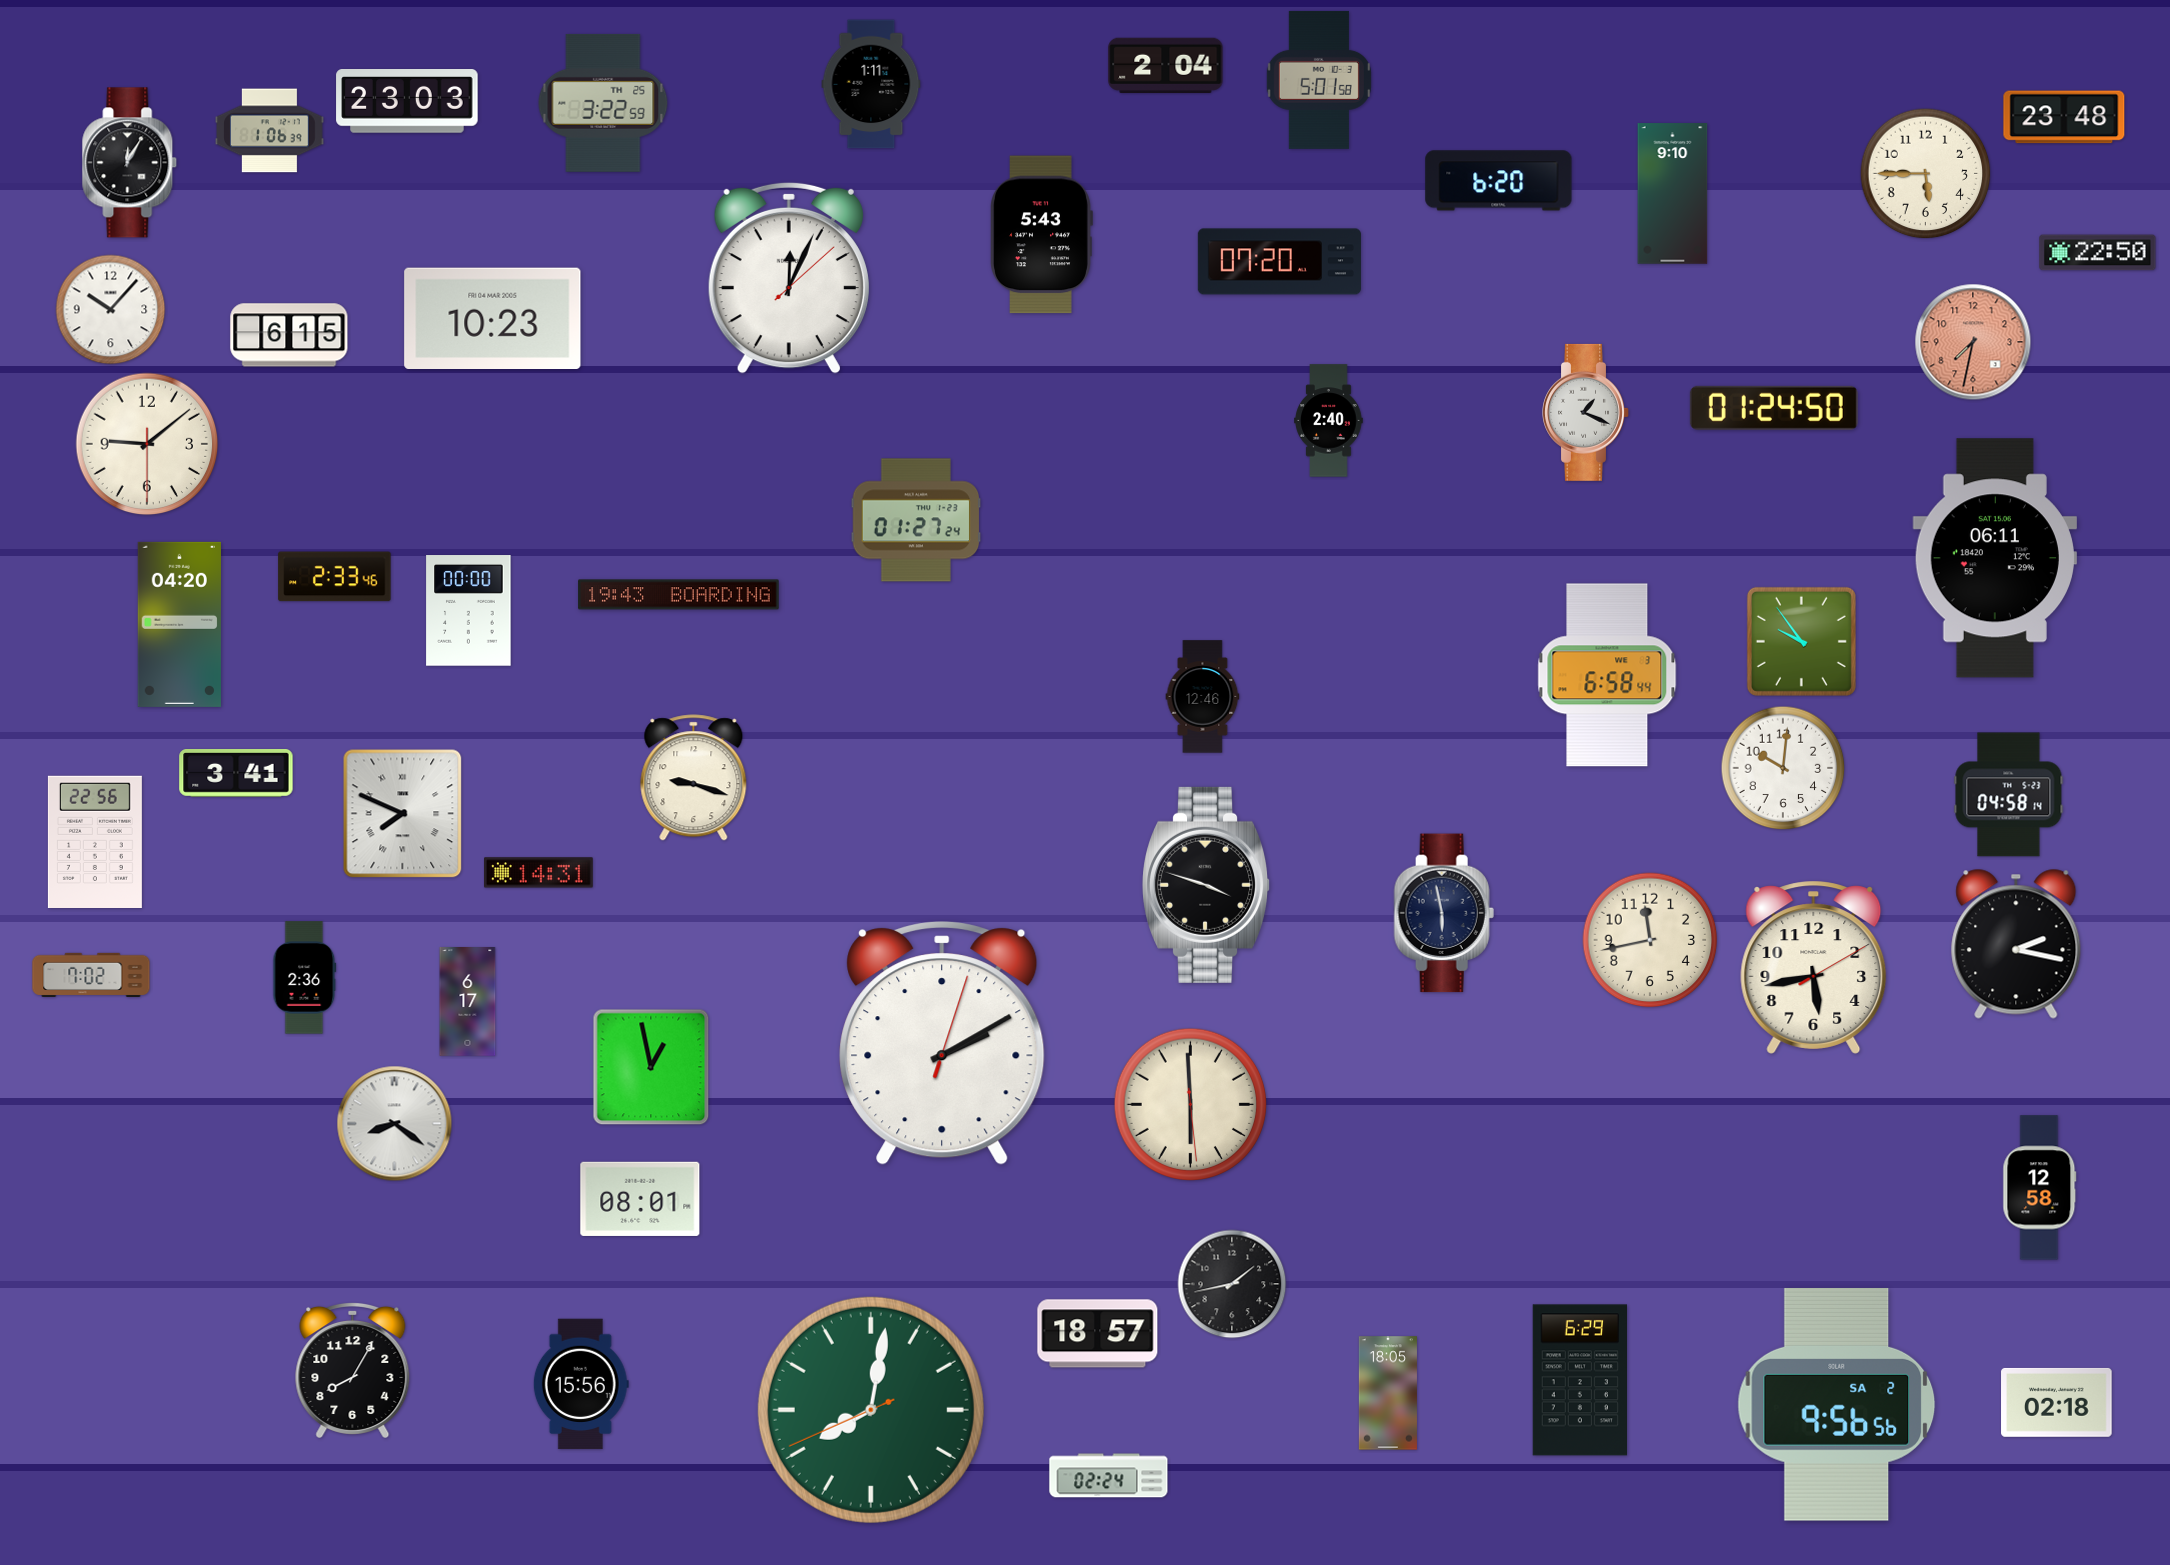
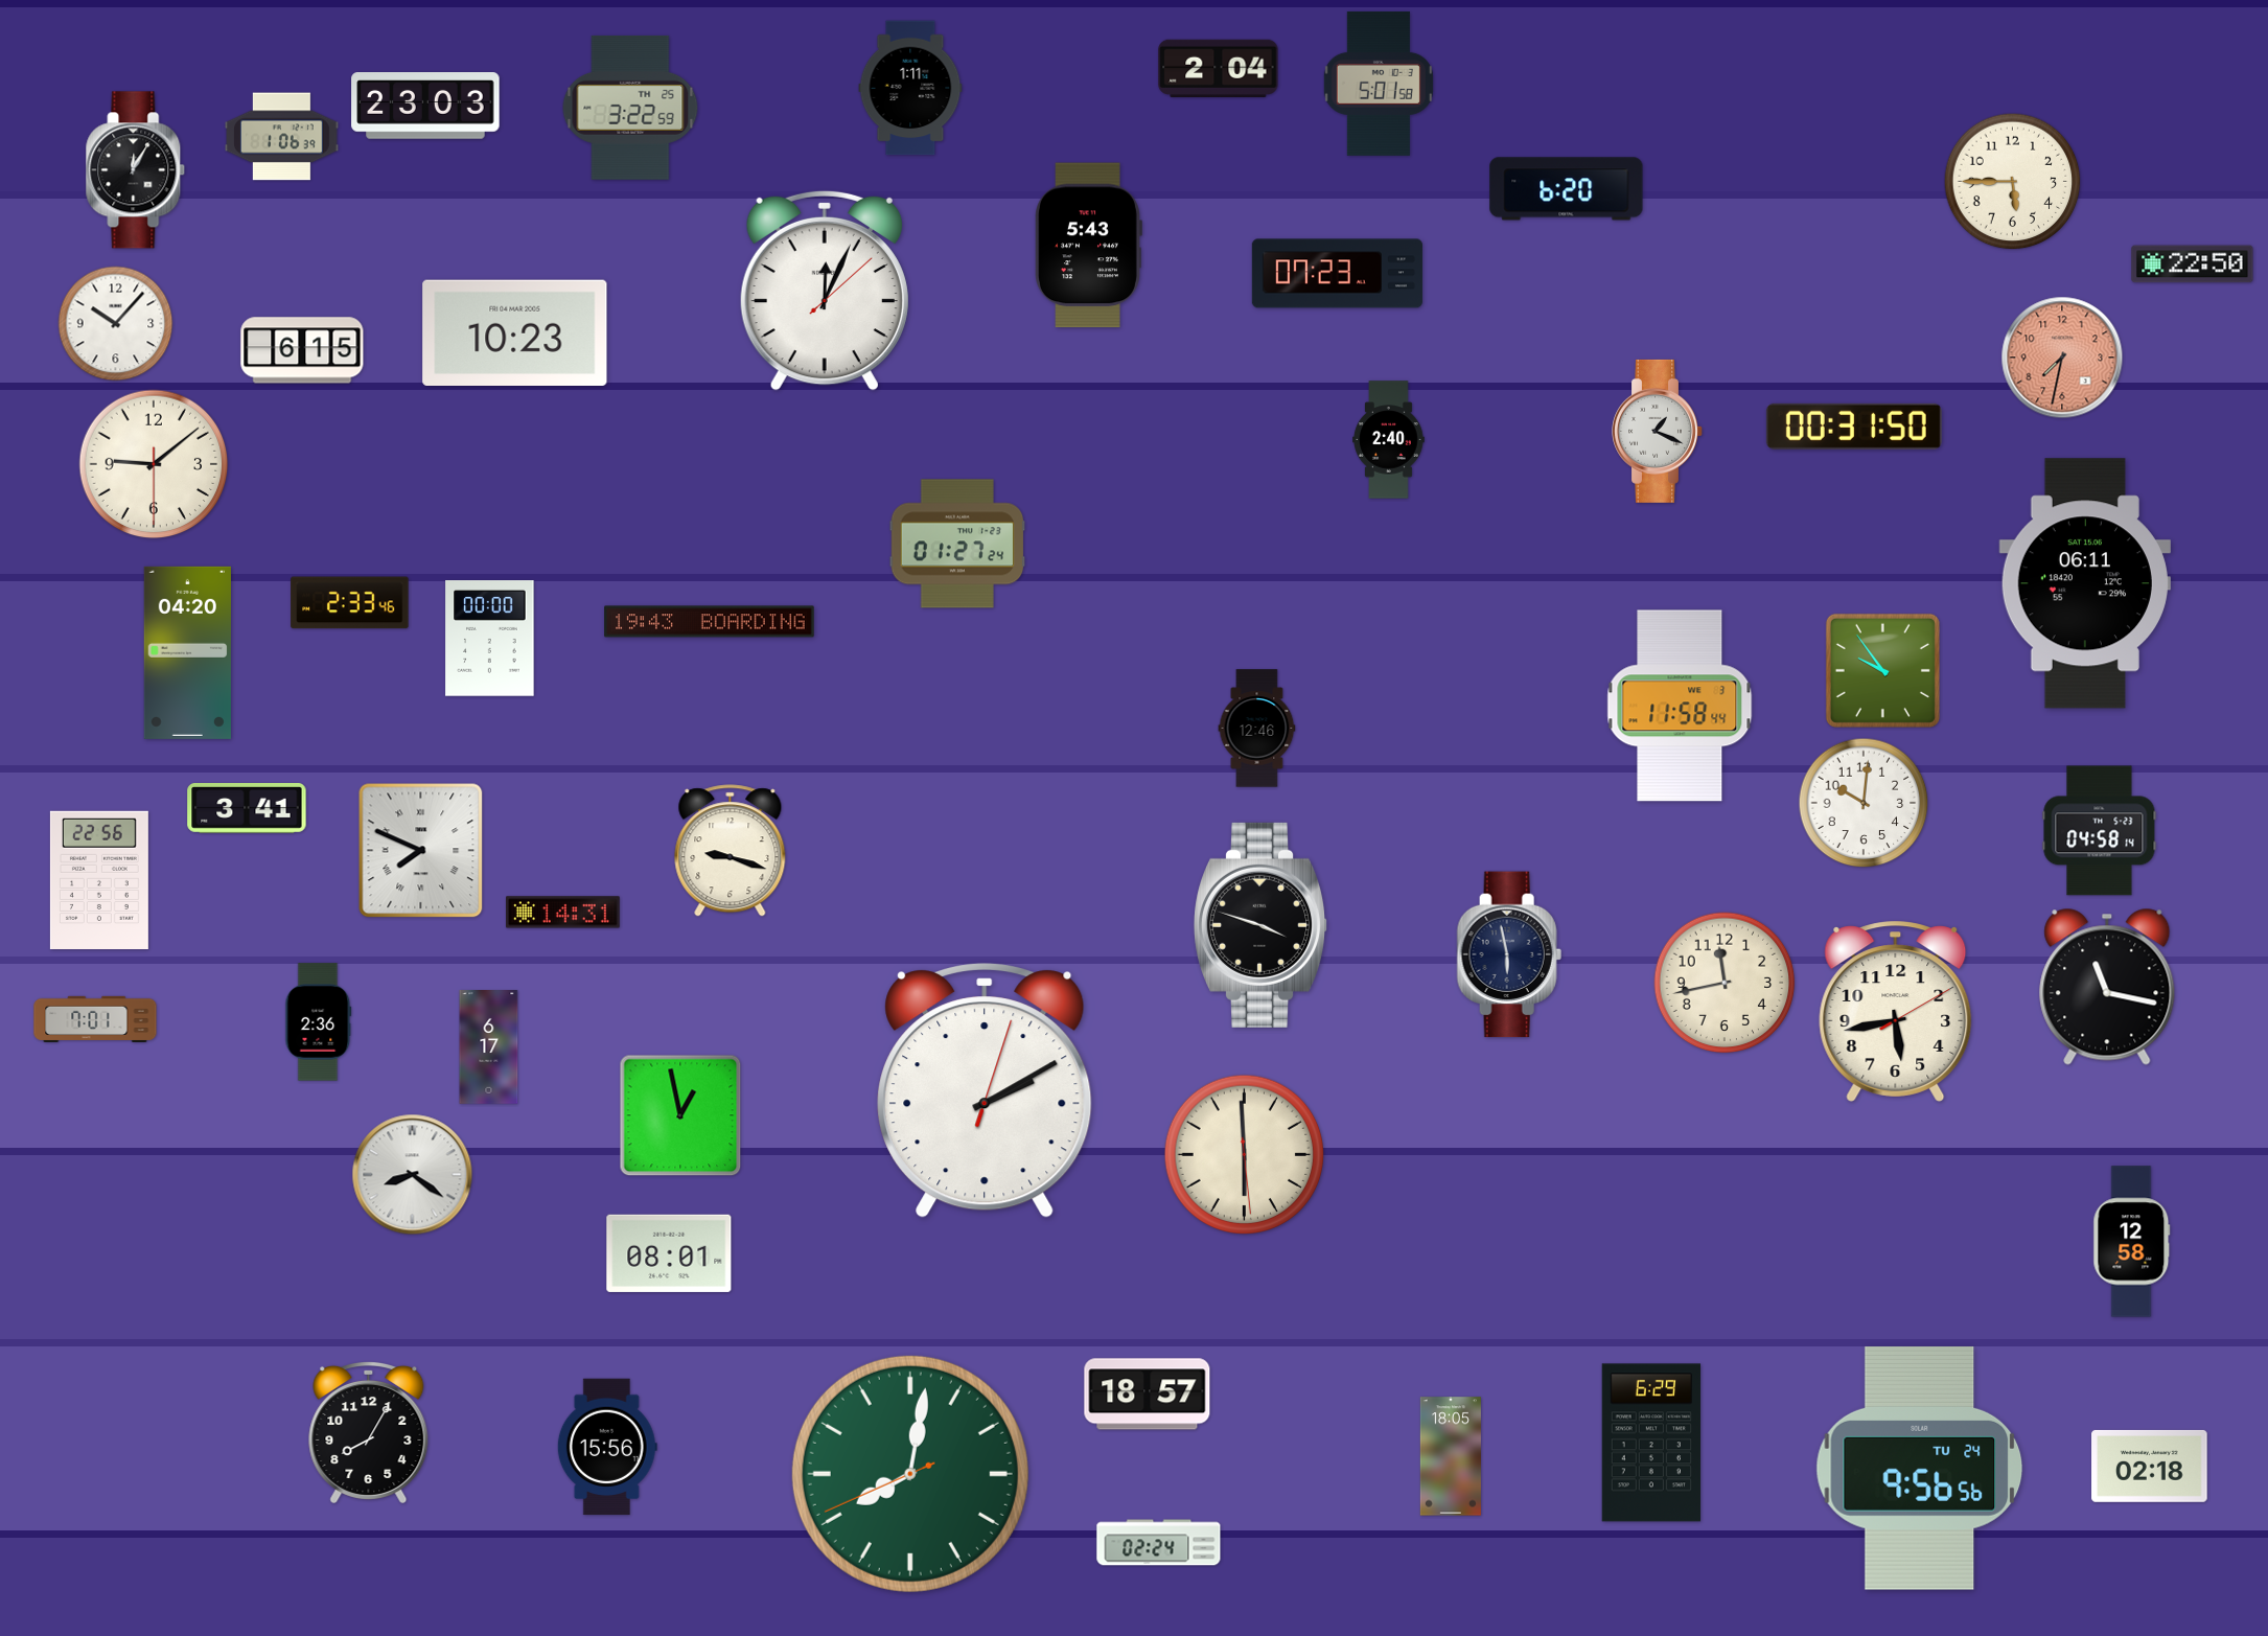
clock at (2064, 117): 23:48 -> none
clock at (1673, 194): 9:10 -> none
clock at (1279, 262): 07:20 -> 07:23
clock at (1774, 408): 01:24 -> 00:31
clock at (1607, 675): 6:58 -> 11:58
clock at (694, 778) position: (694, 778) -> (731, 851)
clock at (2016, 944): 2:17 -> 11:17
clock at (91, 974): 7:02 -> 7:01
clock at (1232, 1284): 1:43 -> none
clock at (1837, 1405) date: SA 2 -> TU 24
